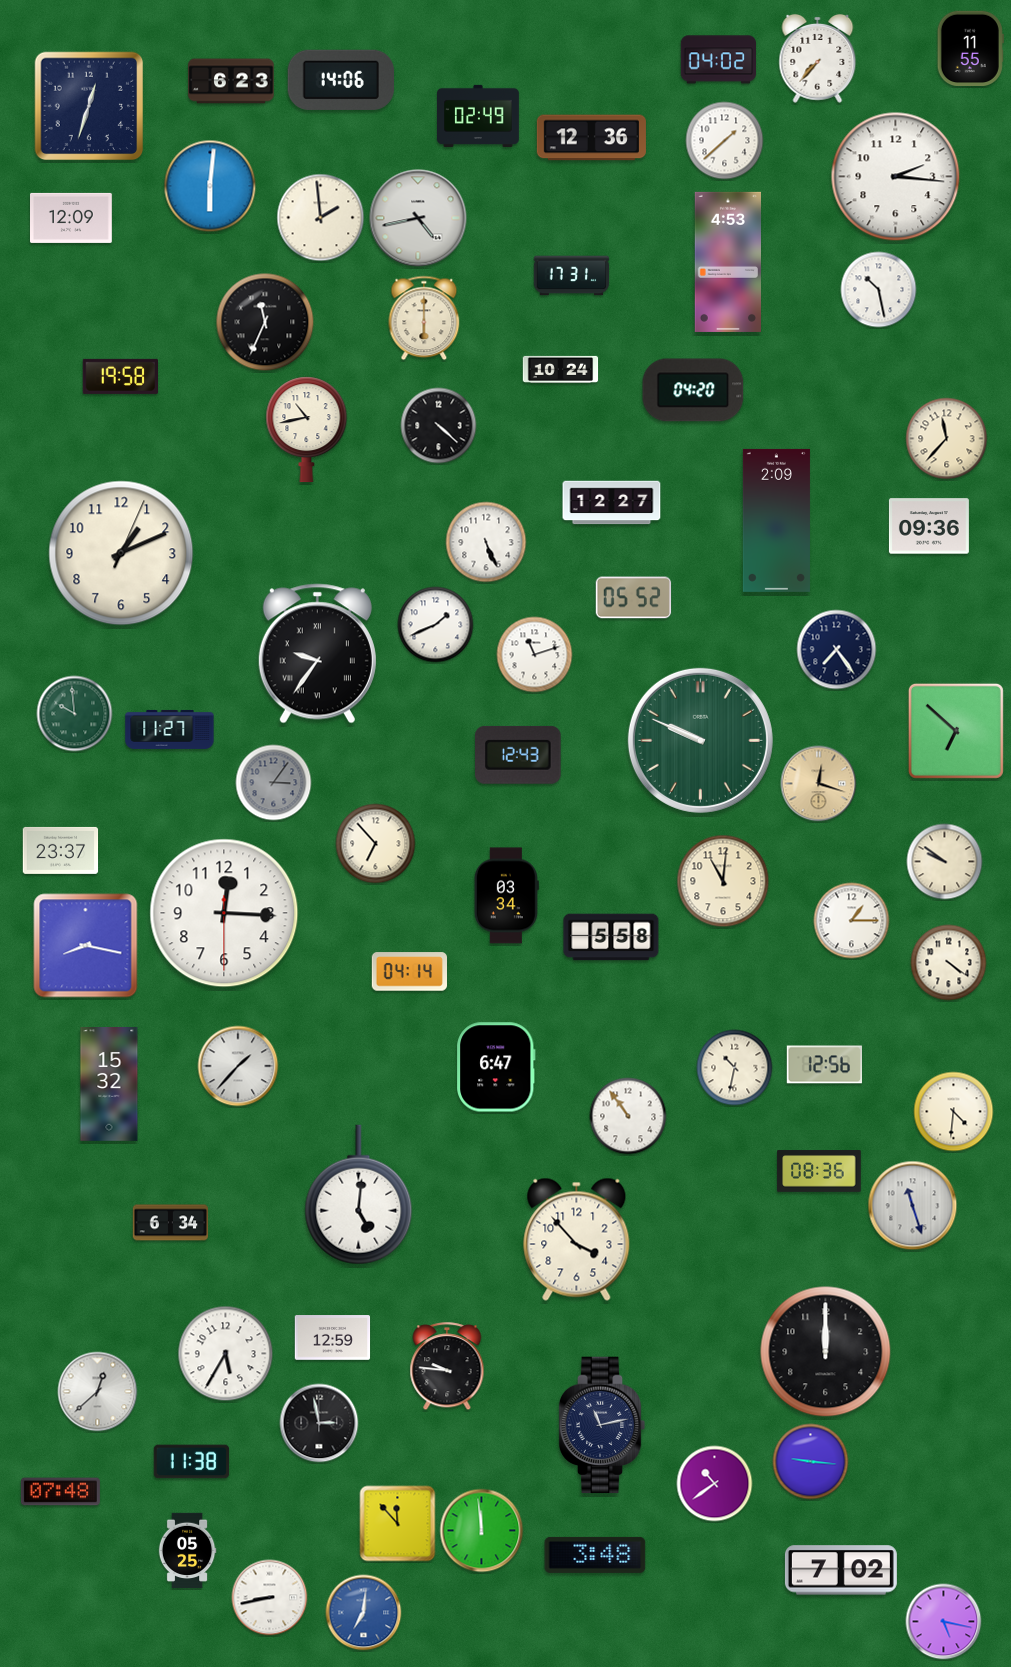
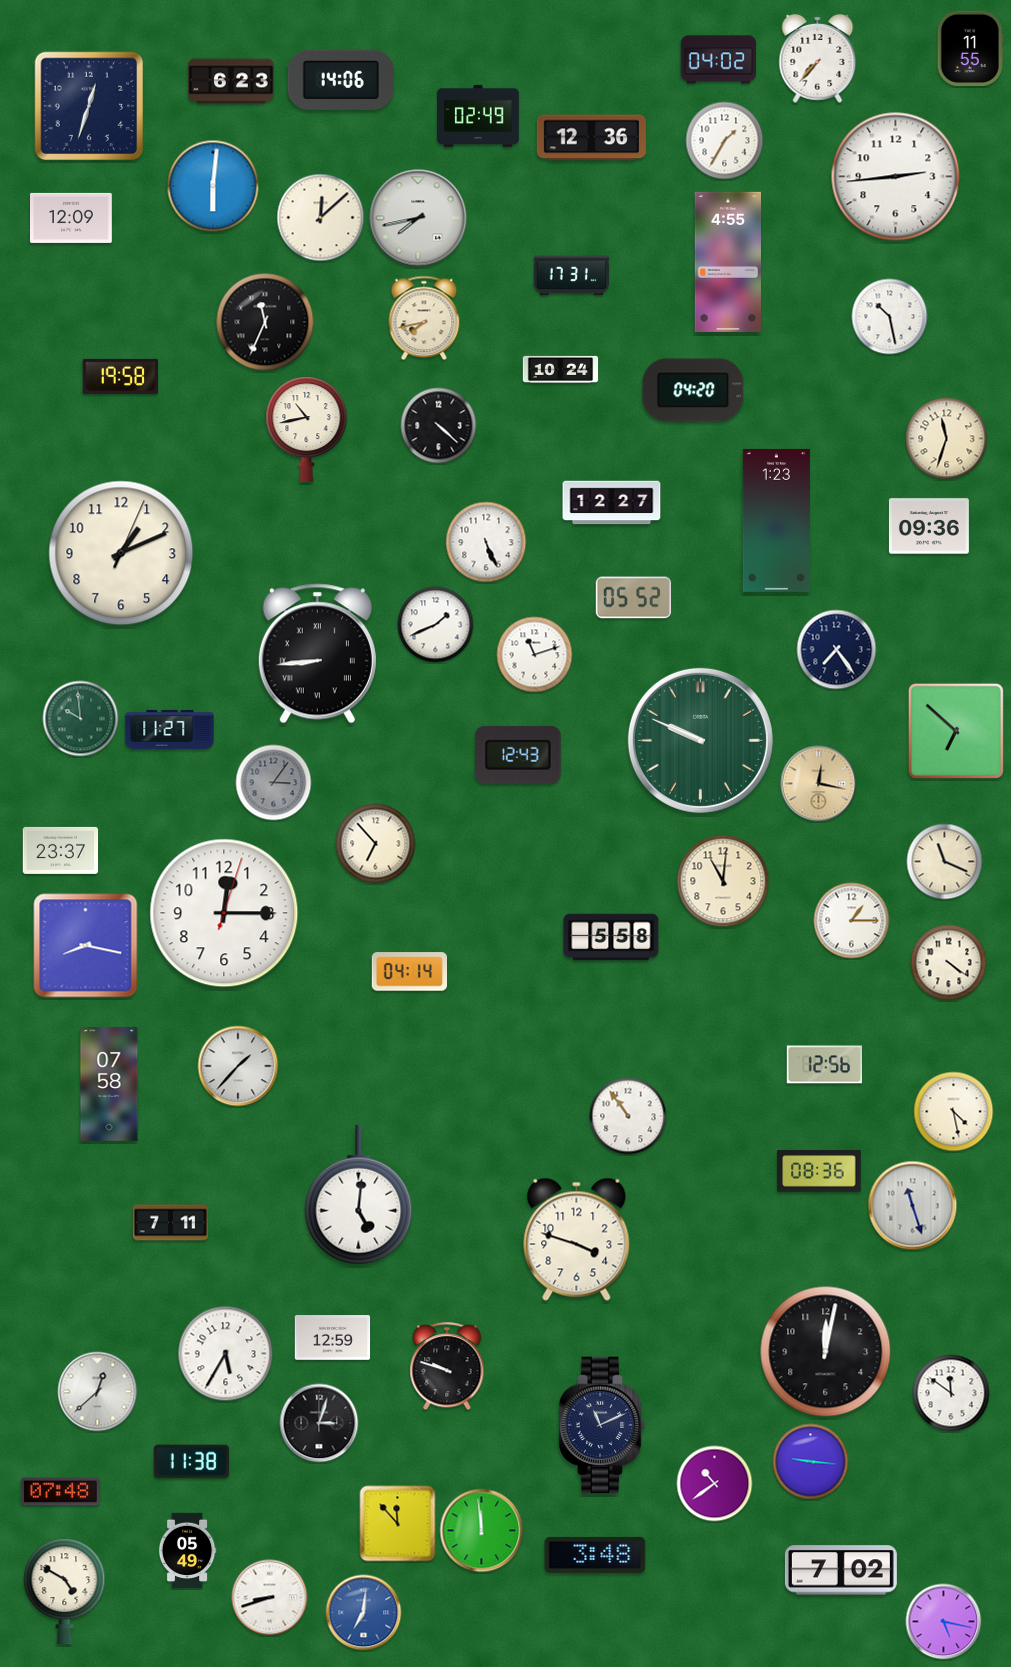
clock at (725, 141): 1:38 -> 1:35
clock at (896, 177): 2:16 -> 2:44
clock at (210, 186) position: (210, 186) -> (213, 186)
clock at (321, 218): 1:59 -> 12:08
clock at (418, 218): 4:43 -> 7:43
clock at (727, 262): 4:53 -> 4:55
clock at (879, 290) position: (879, 290) -> (890, 317)
clock at (424, 318): 6:00 -> 7:43
clock at (947, 439): 11:37 -> 11:33
clock at (776, 520): 2:09 -> 1:23
clock at (317, 654): 9:36 -> 8:44
clock at (75, 714) position: (75, 714) -> (81, 719)
clock at (819, 784): 12:18 -> 12:17
clock at (945, 862): 9:51 -> 11:19
clock at (506, 896): 03:34 -> none
clock at (224, 913): 12:15:30 -> 12:15:03
clock at (497, 1067): 6:47 -> none
clock at (735, 1068): 10:32 -> none
clock at (109, 1085): 15:32 -> 07:58
clock at (954, 1112): 4:31 -> 4:28
clock at (171, 1223): 6:34 -> 7:11
clock at (577, 1239): 3:53 -> 3:48
clock at (826, 1352): 12:00 -> 12:02
clock at (447, 1367): 9:46 -> 9:48
clock at (951, 1393): none -> 11:51
clock at (319, 1423): 2:58 -> 3:03
clock at (602, 1425): 11:13 -> 11:11
clock at (187, 1551): 05:25 -> 05:49
clock at (65, 1592): none -> 4:50
clock at (270, 1598): 8:43 -> 8:42
